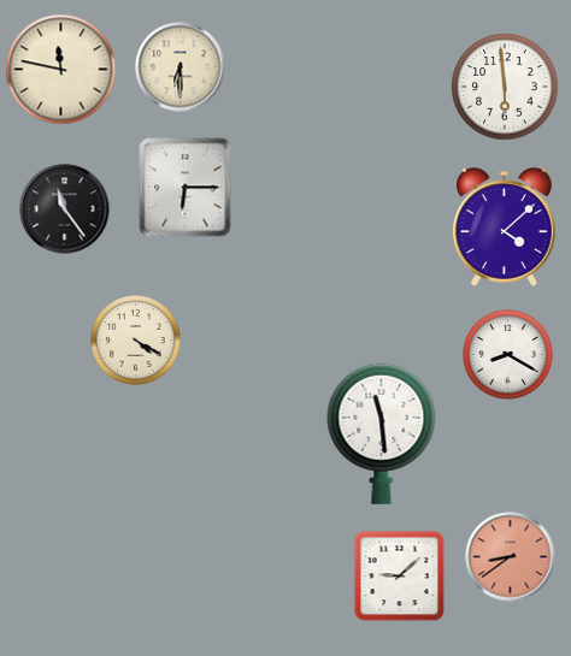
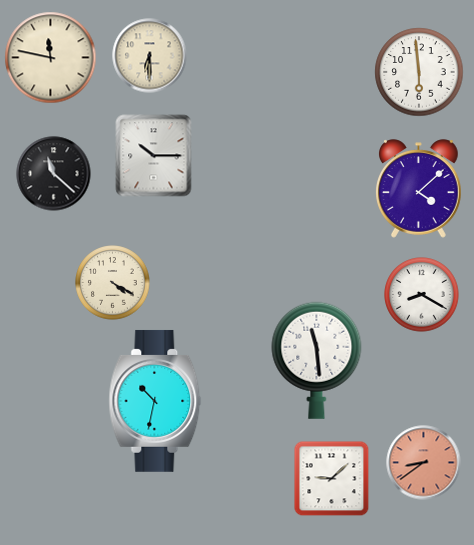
clock at (186, 188): 6:15 -> 10:15
clock at (65, 209): 11:24 -> 11:22
clock at (155, 401): none -> 10:32
